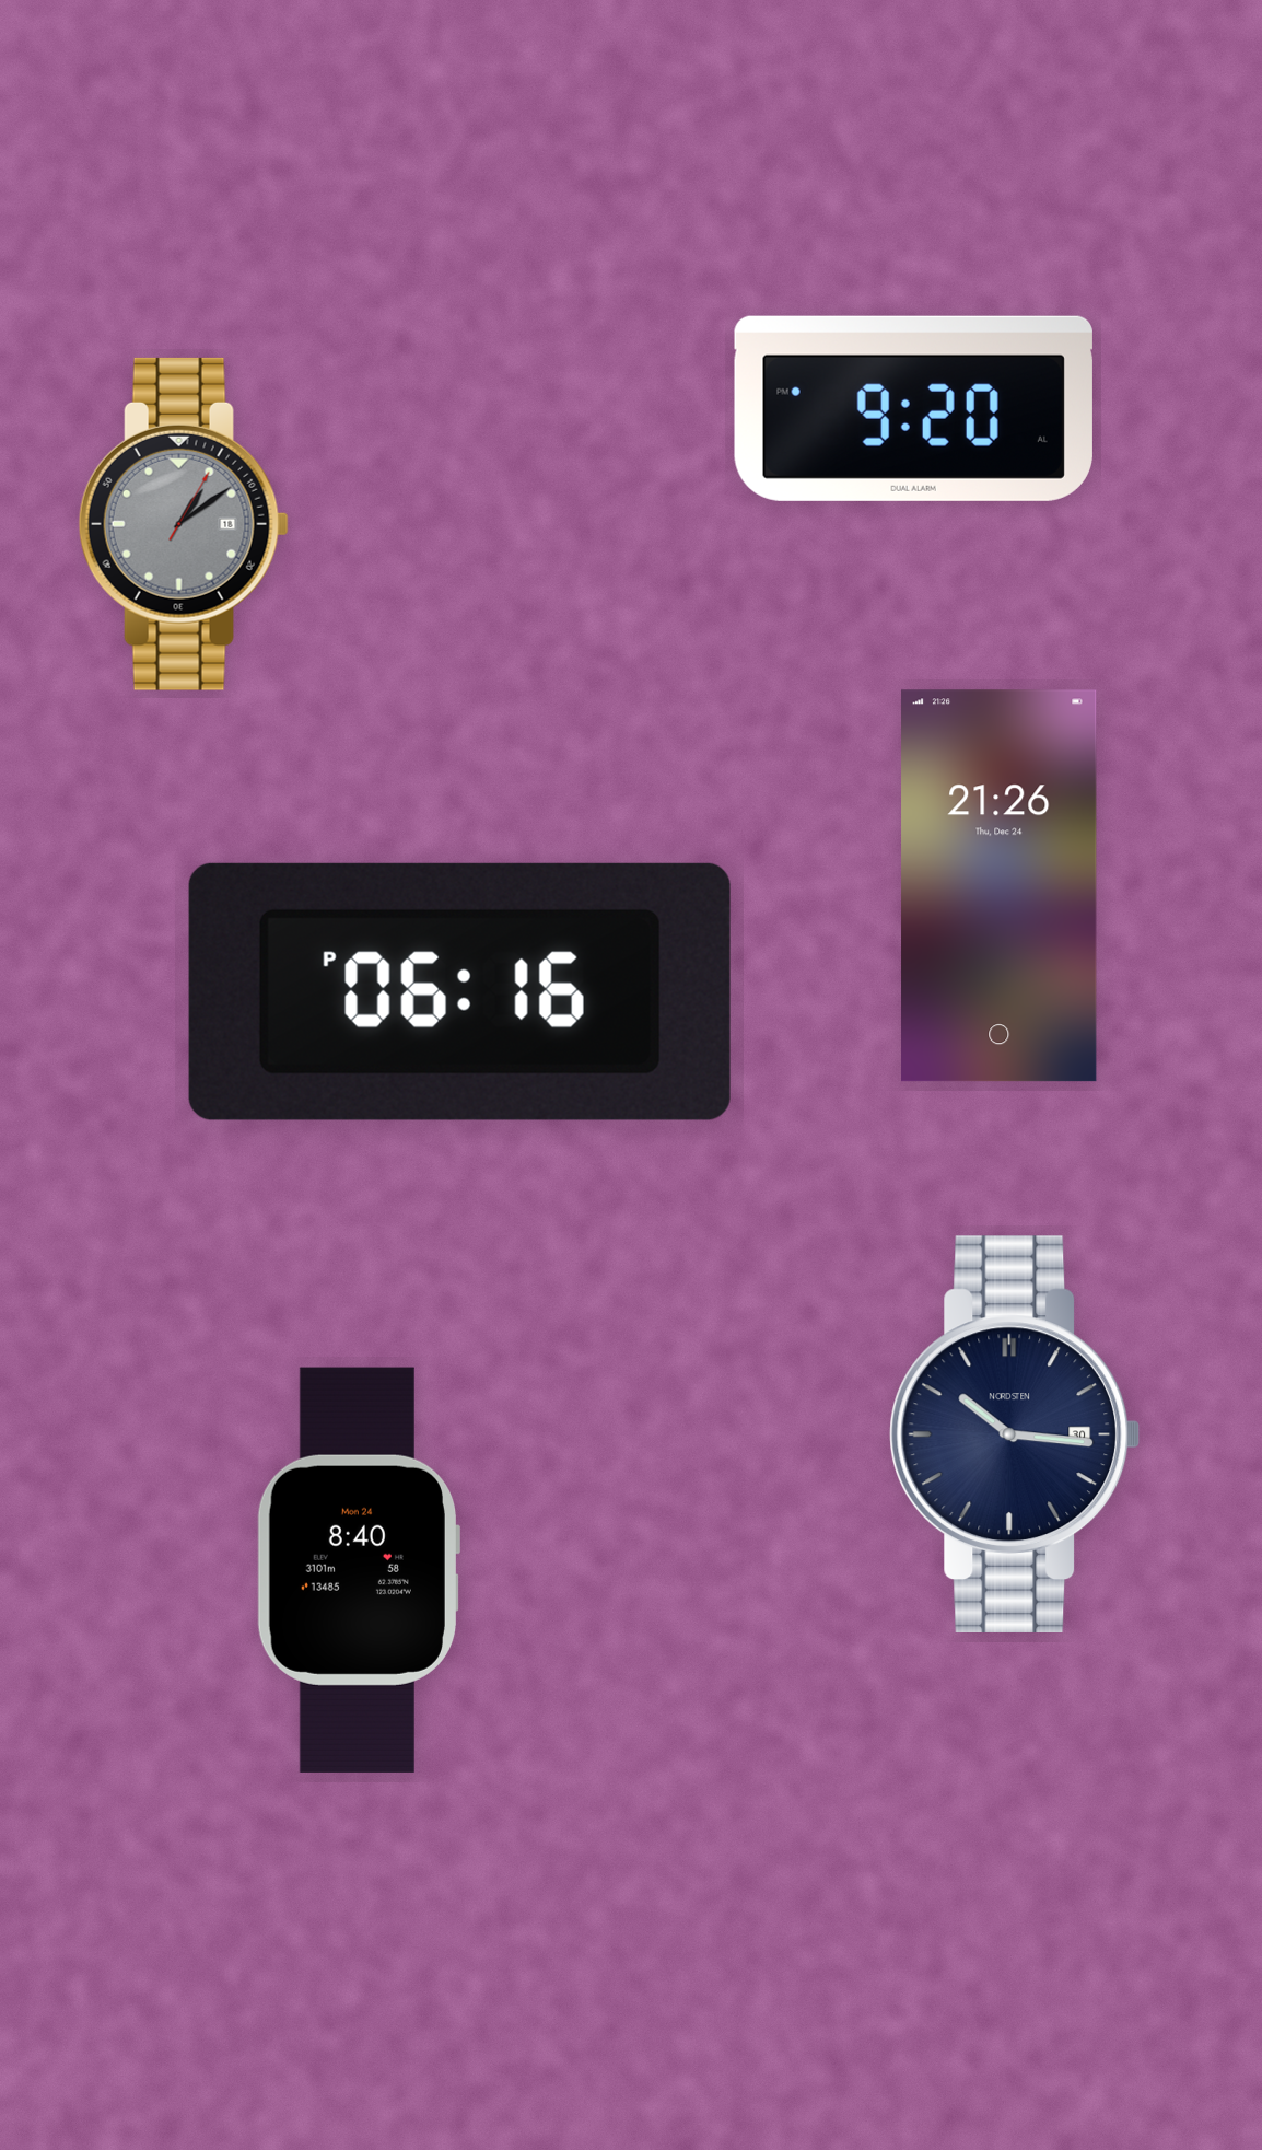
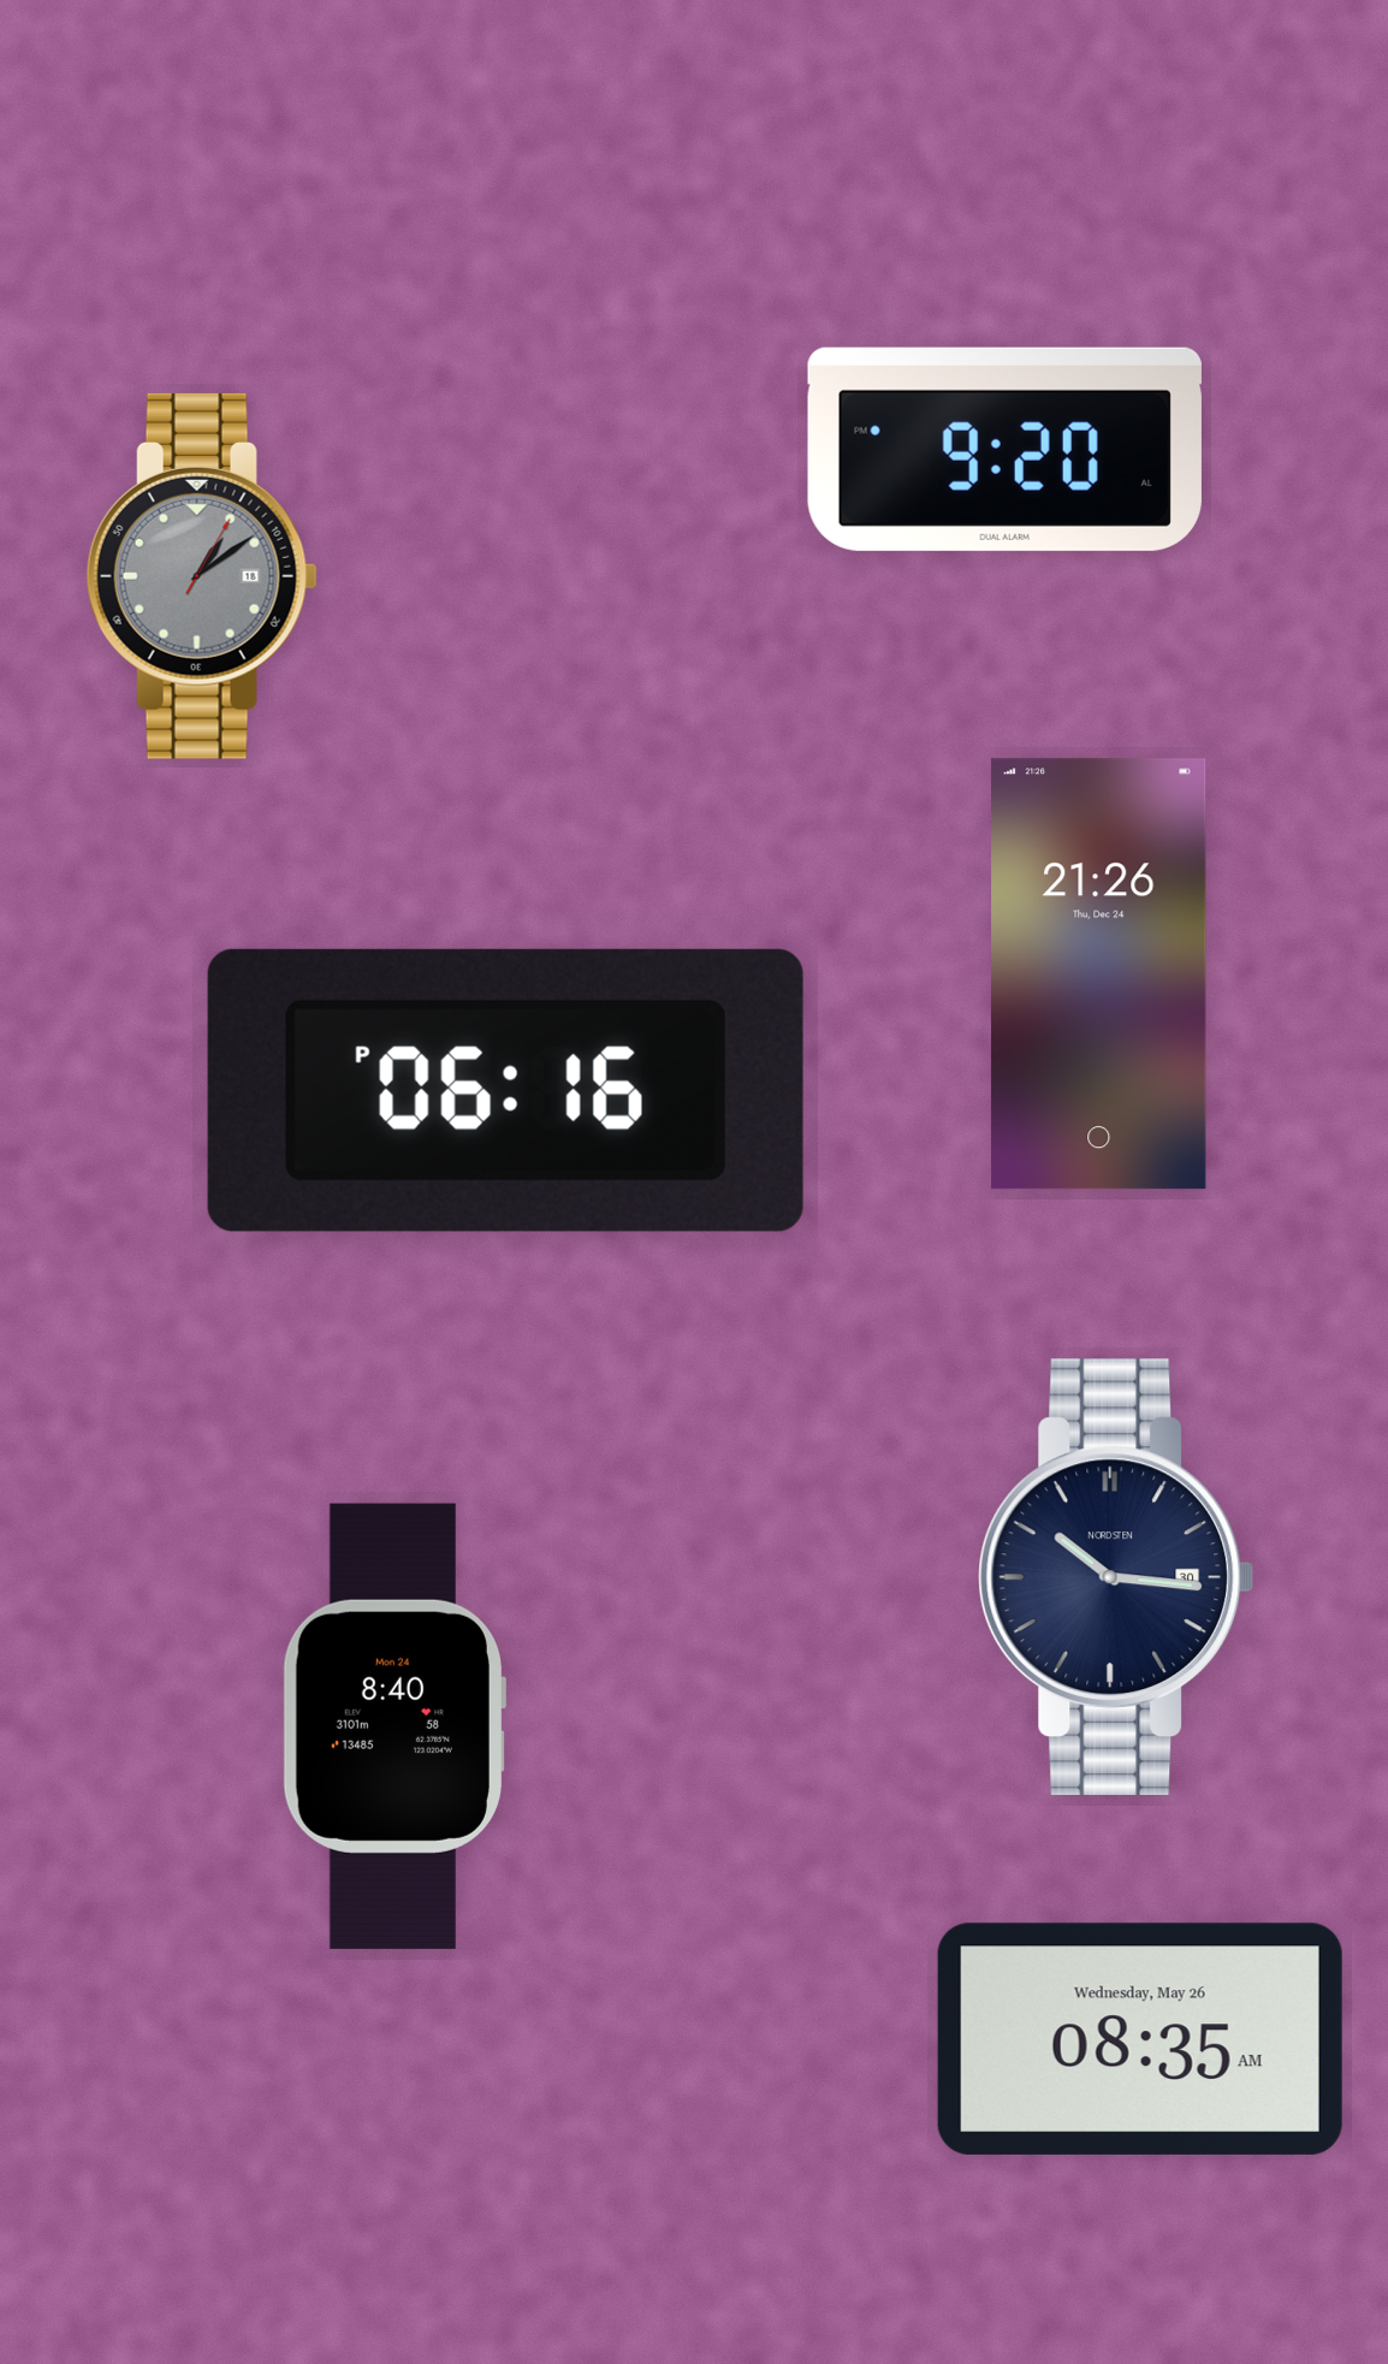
clock at (1140, 2039): none -> 08:35
